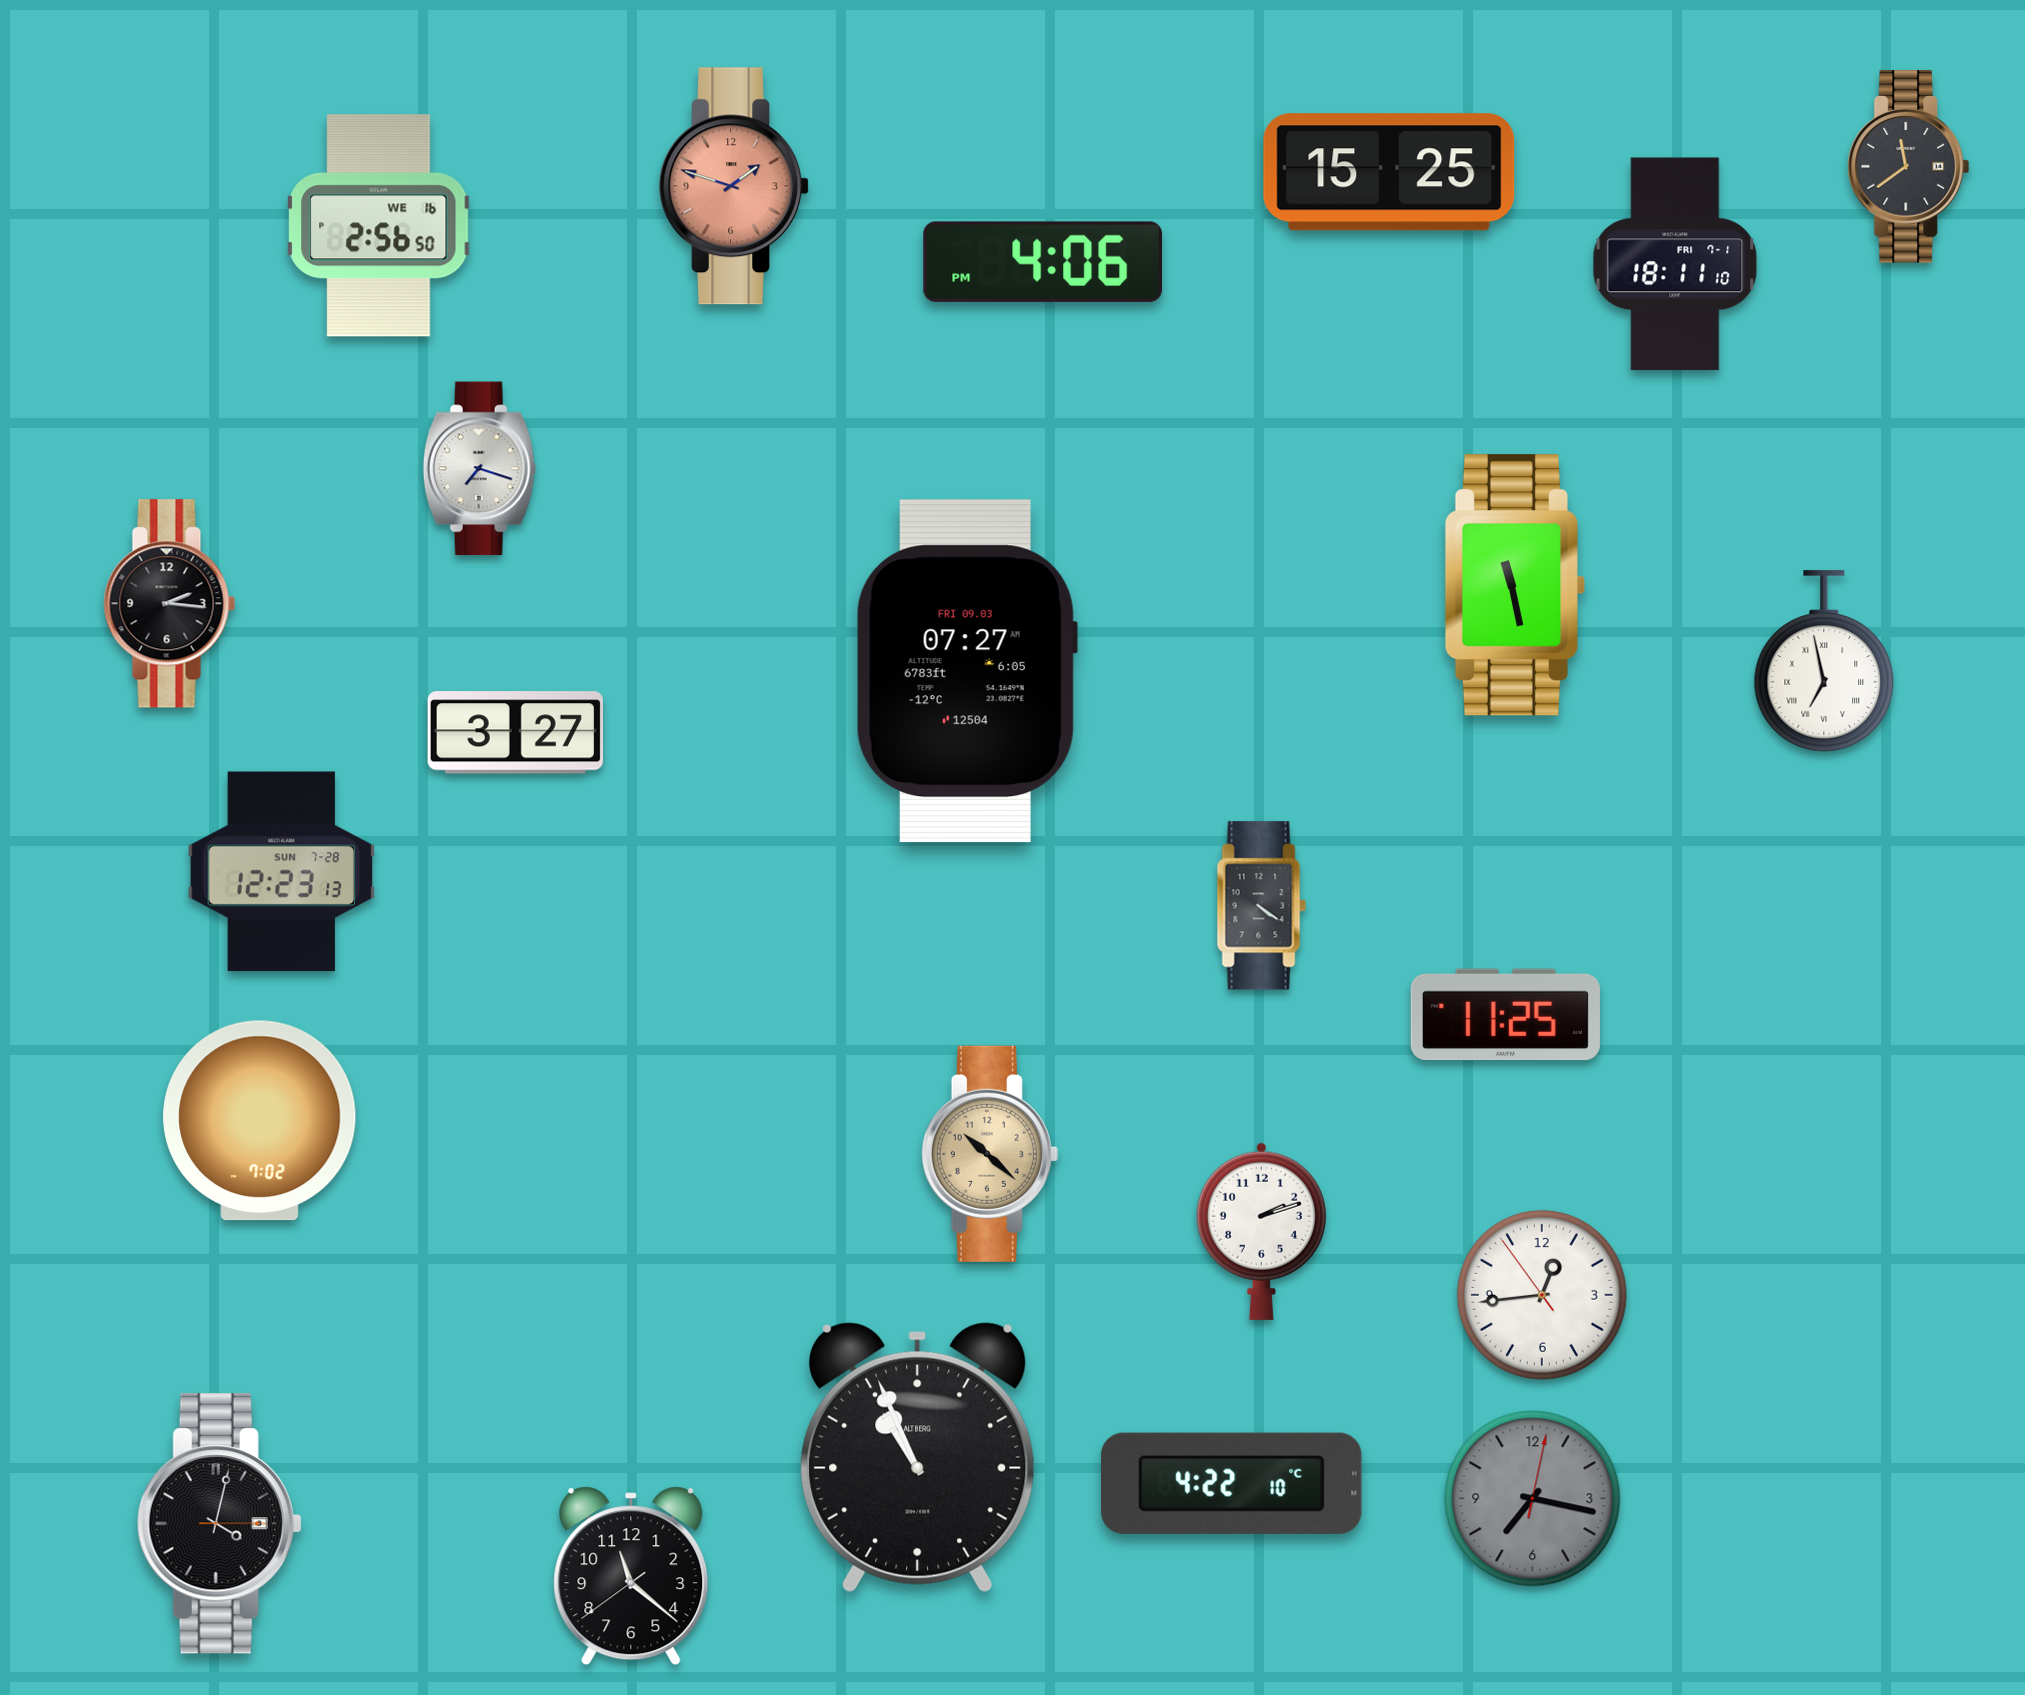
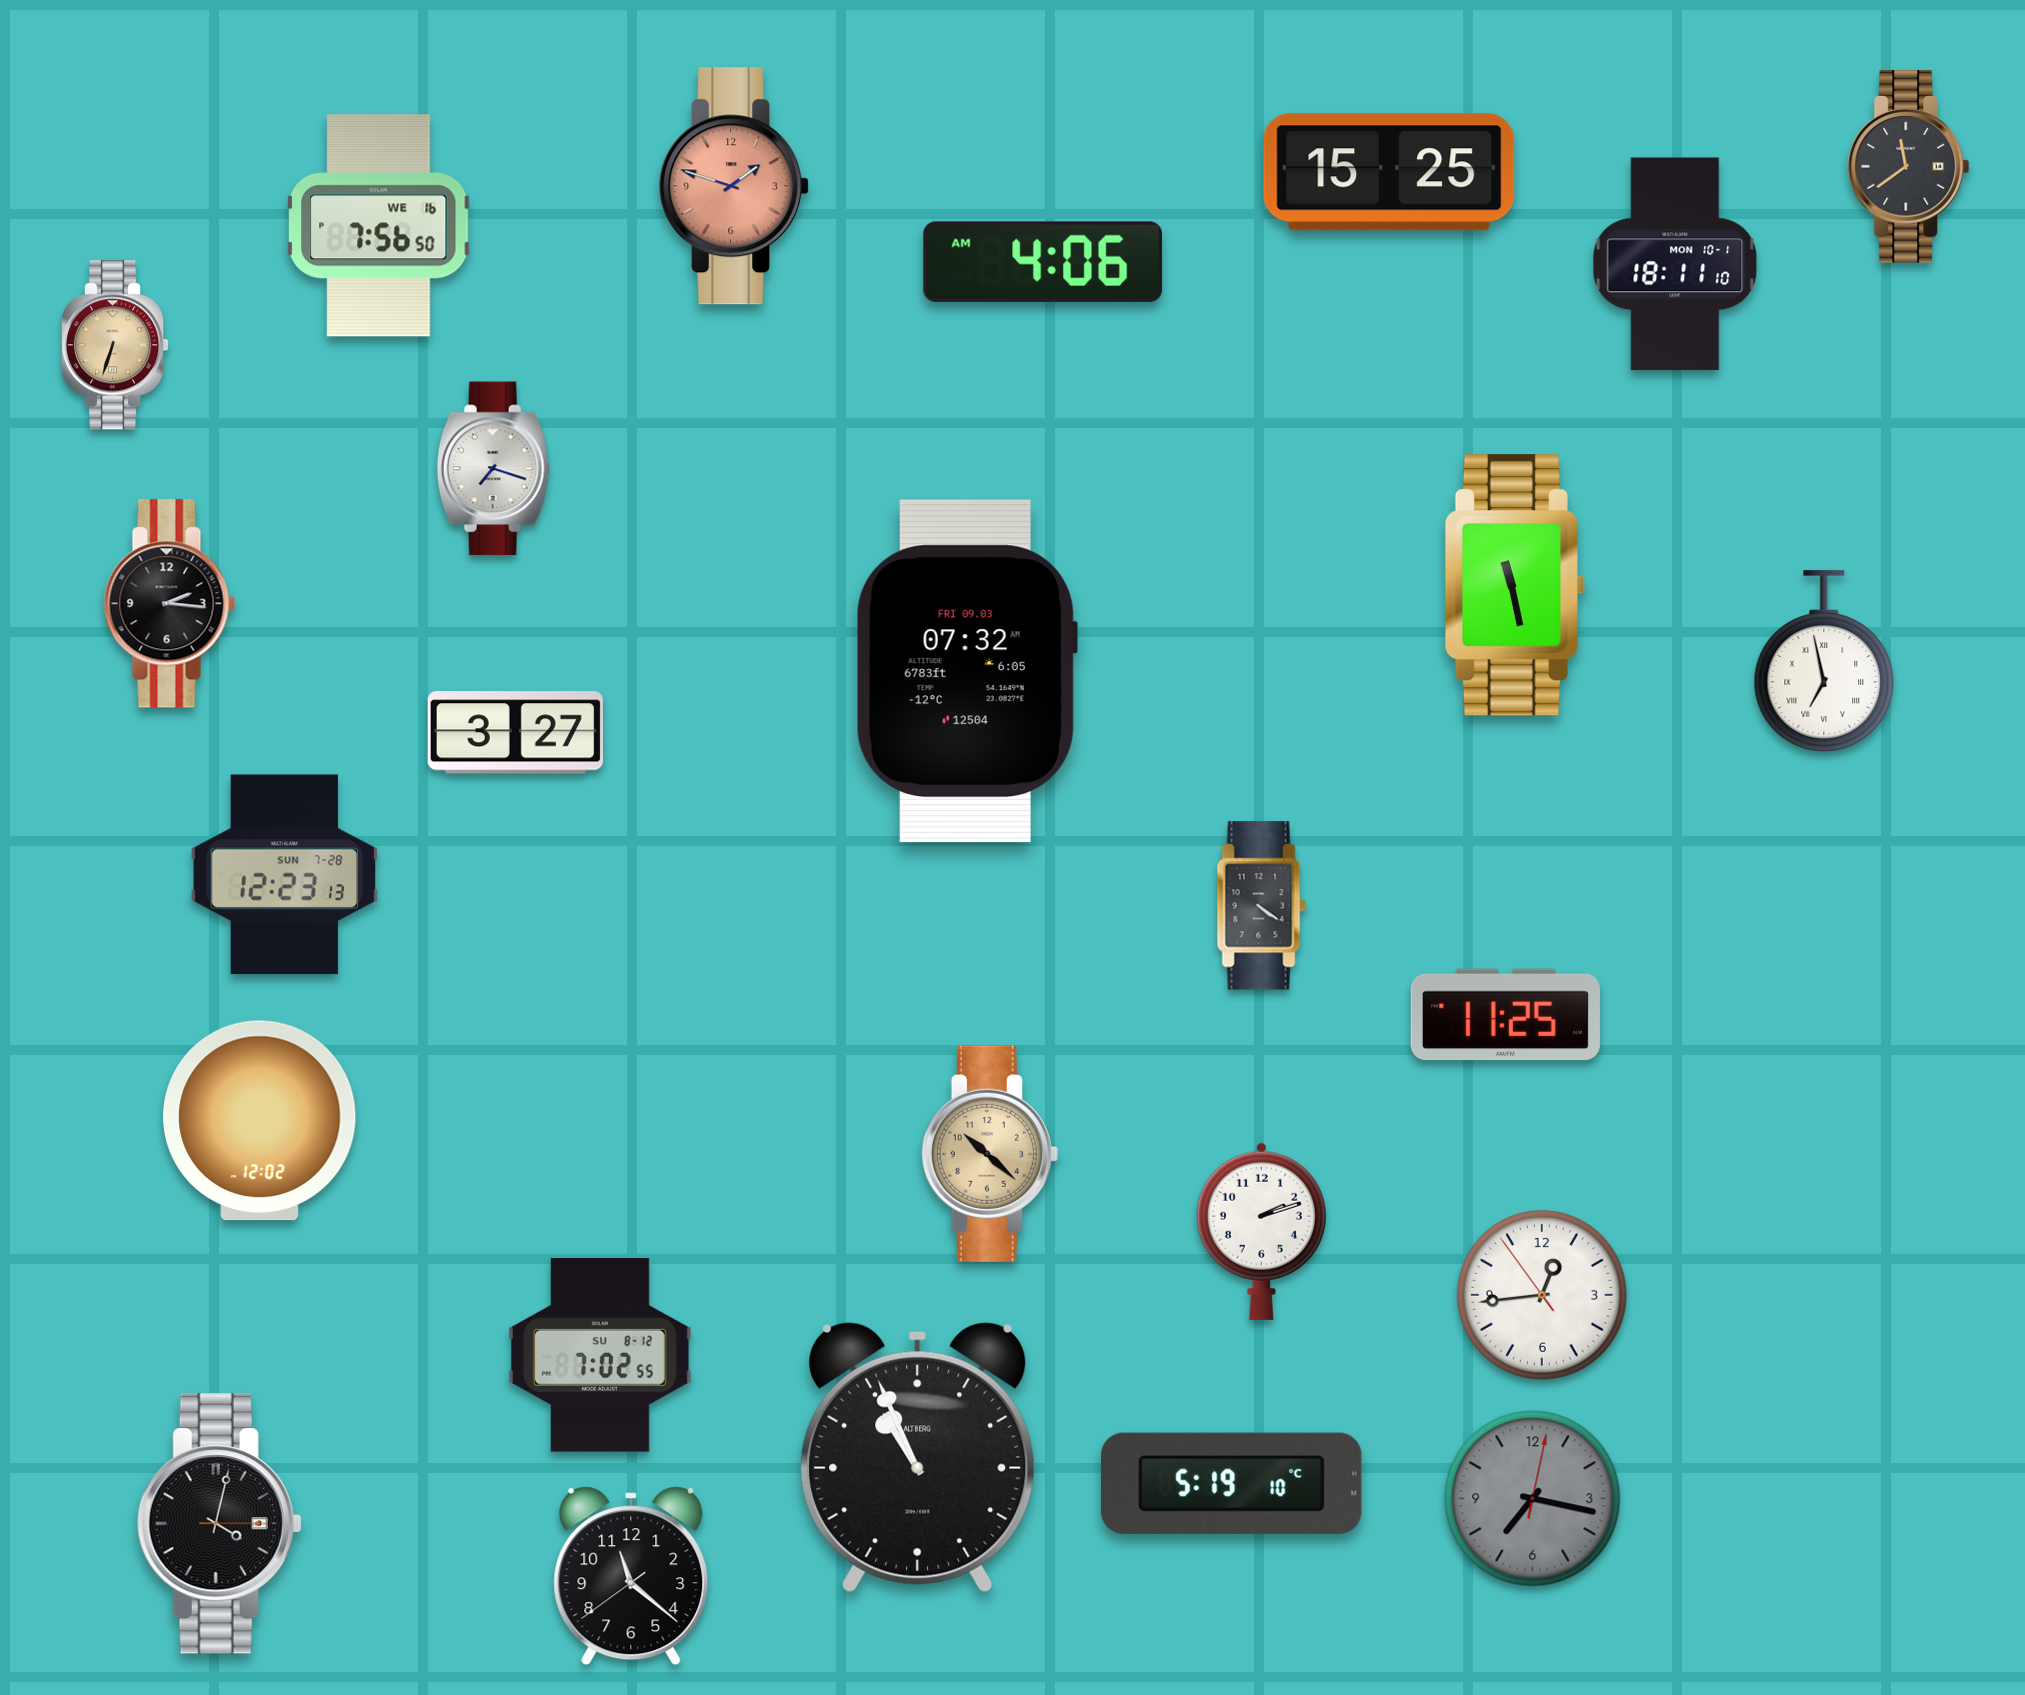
clock at (379, 226): 2:56 -> 7:56
clock at (1043, 262): 4:06 PM -> 4:06 AM
clock at (1675, 264) date: FRI 7-1 -> MON 10-1
clock at (115, 345): none -> 6:33
clock at (480, 469) position: (480, 469) -> (494, 469)
clock at (967, 671): 07:27 -> 07:32
clock at (282, 872) position: (282, 872) -> (285, 875)
clock at (260, 1121): 7:02 -> 12:02
clock at (600, 1355): none -> 7:02
clock at (1232, 1483): 4:22 -> 5:19
